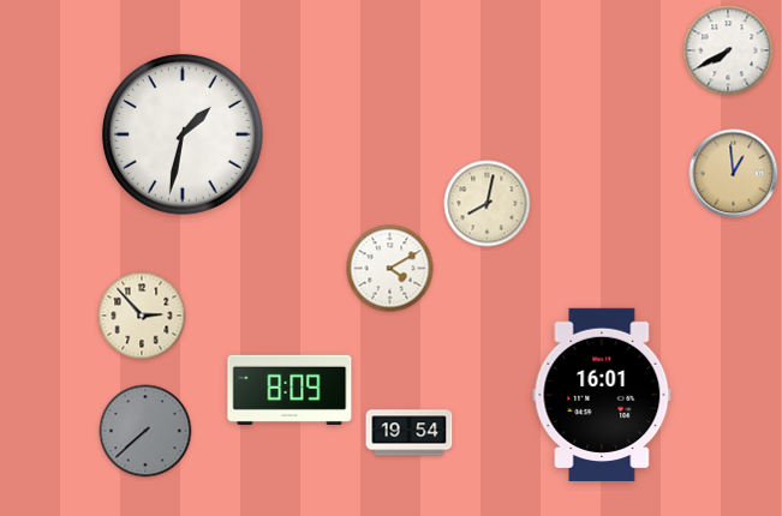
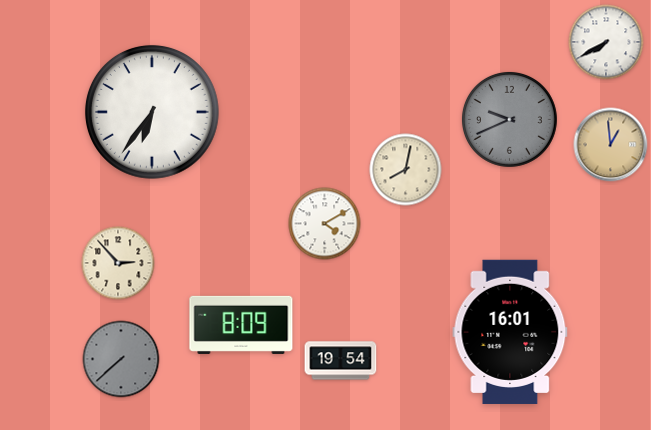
clock at (183, 134): 1:32 -> 6:36
clock at (509, 119): none -> 9:41
clock at (602, 394) position: (602, 394) -> (510, 331)
